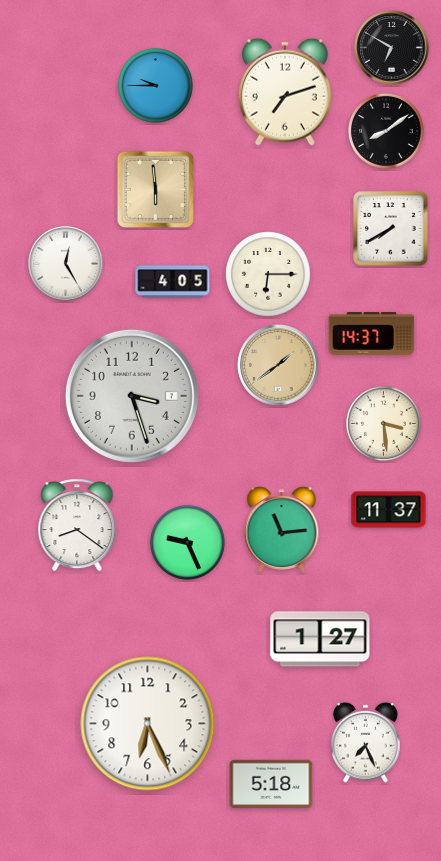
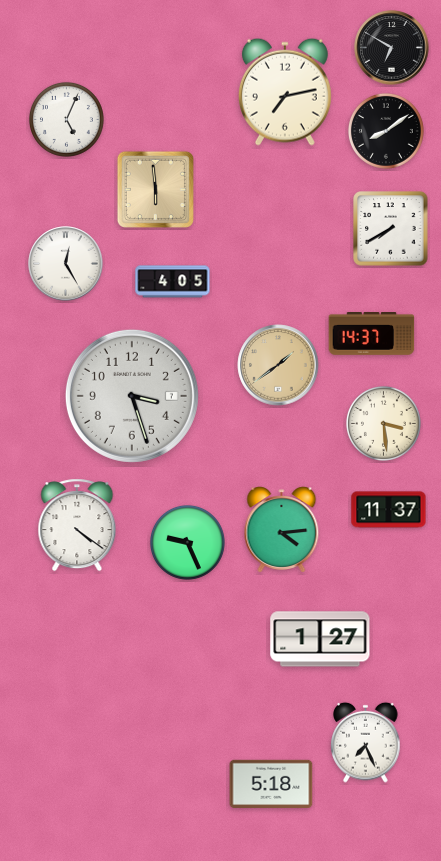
clock at (155, 85): 9:45 -> none
clock at (285, 92): 7:12 -> 7:13
clock at (66, 119): none -> 5:04
clock at (268, 274): 6:15 -> none
clock at (77, 525): 8:21 -> 4:21
clock at (282, 530): 11:14 -> 4:14
clock at (148, 724): 6:26 -> none
